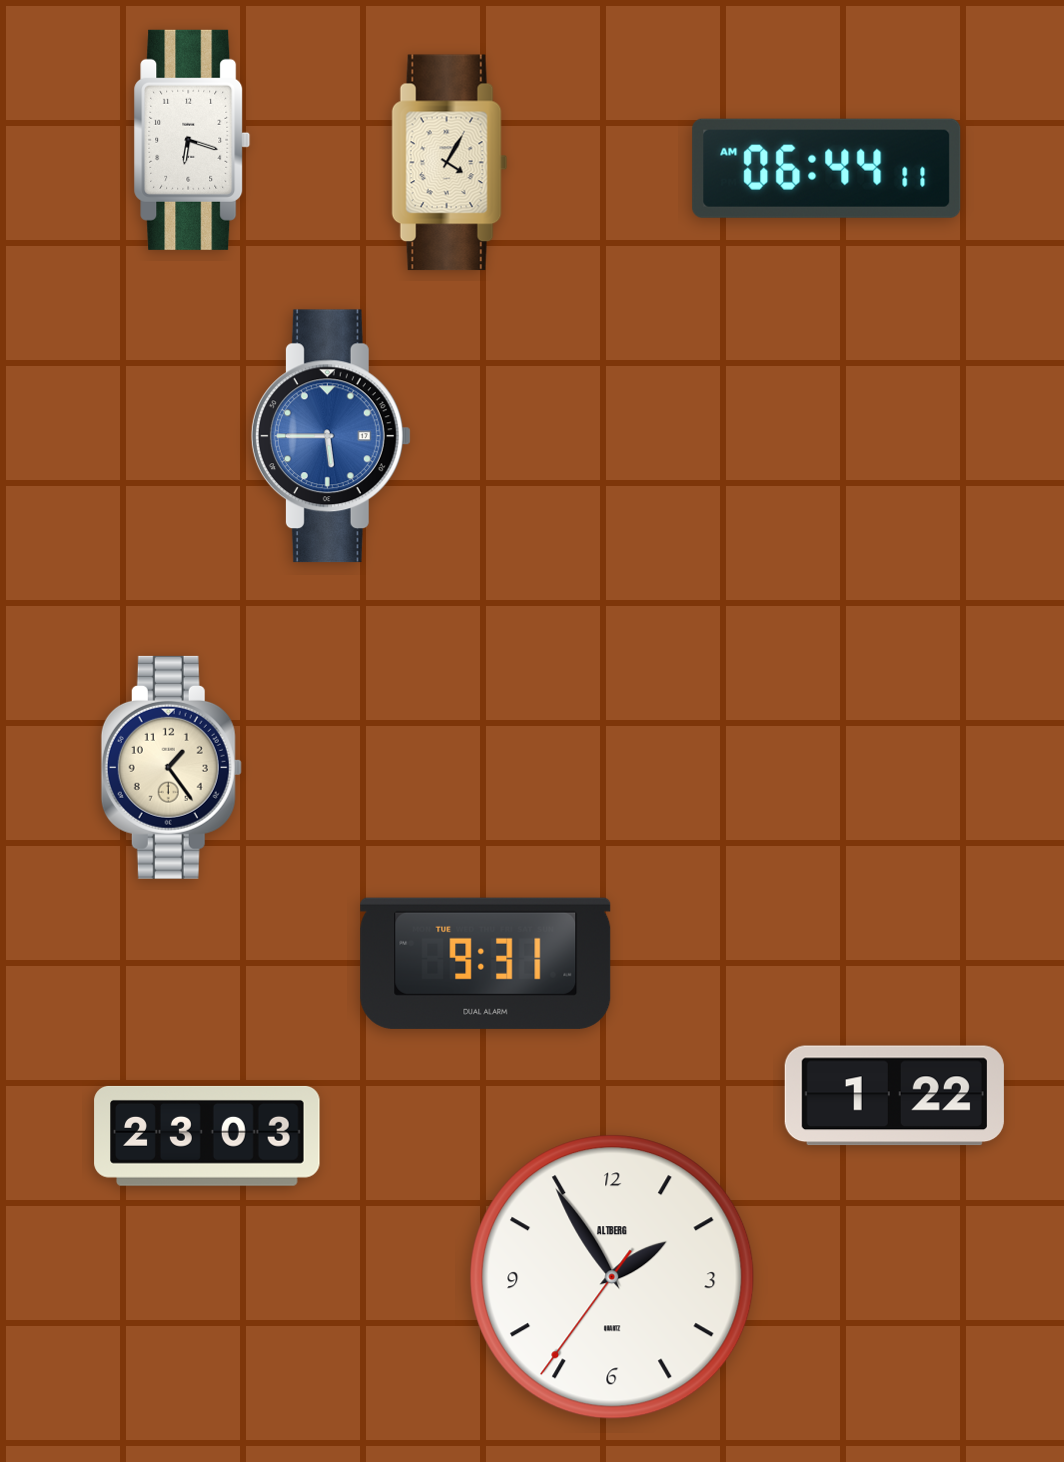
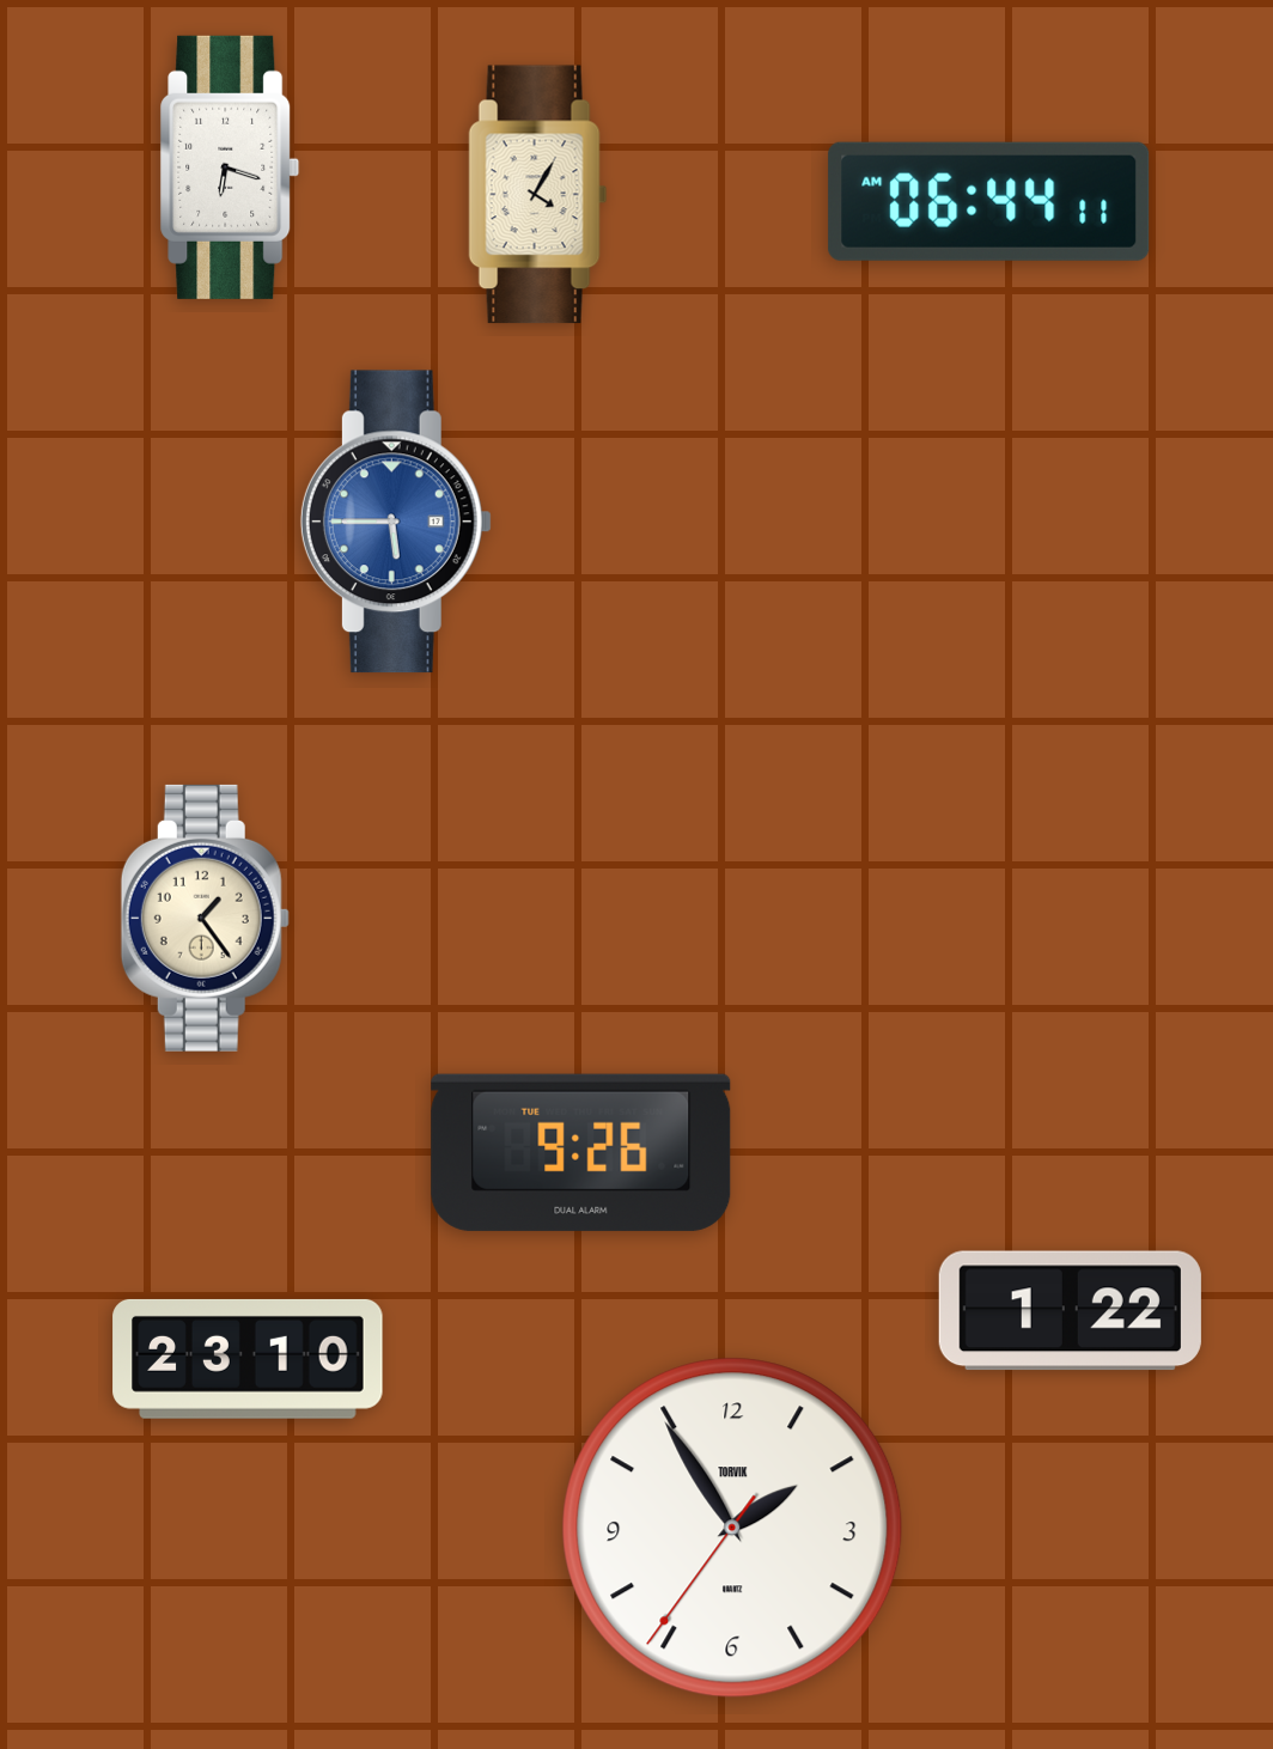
clock at (486, 963): 9:31 -> 9:26
clock at (207, 1136): 23:03 -> 23:10
clock at (612, 1277) brand: ALTBERG -> TORVIK
